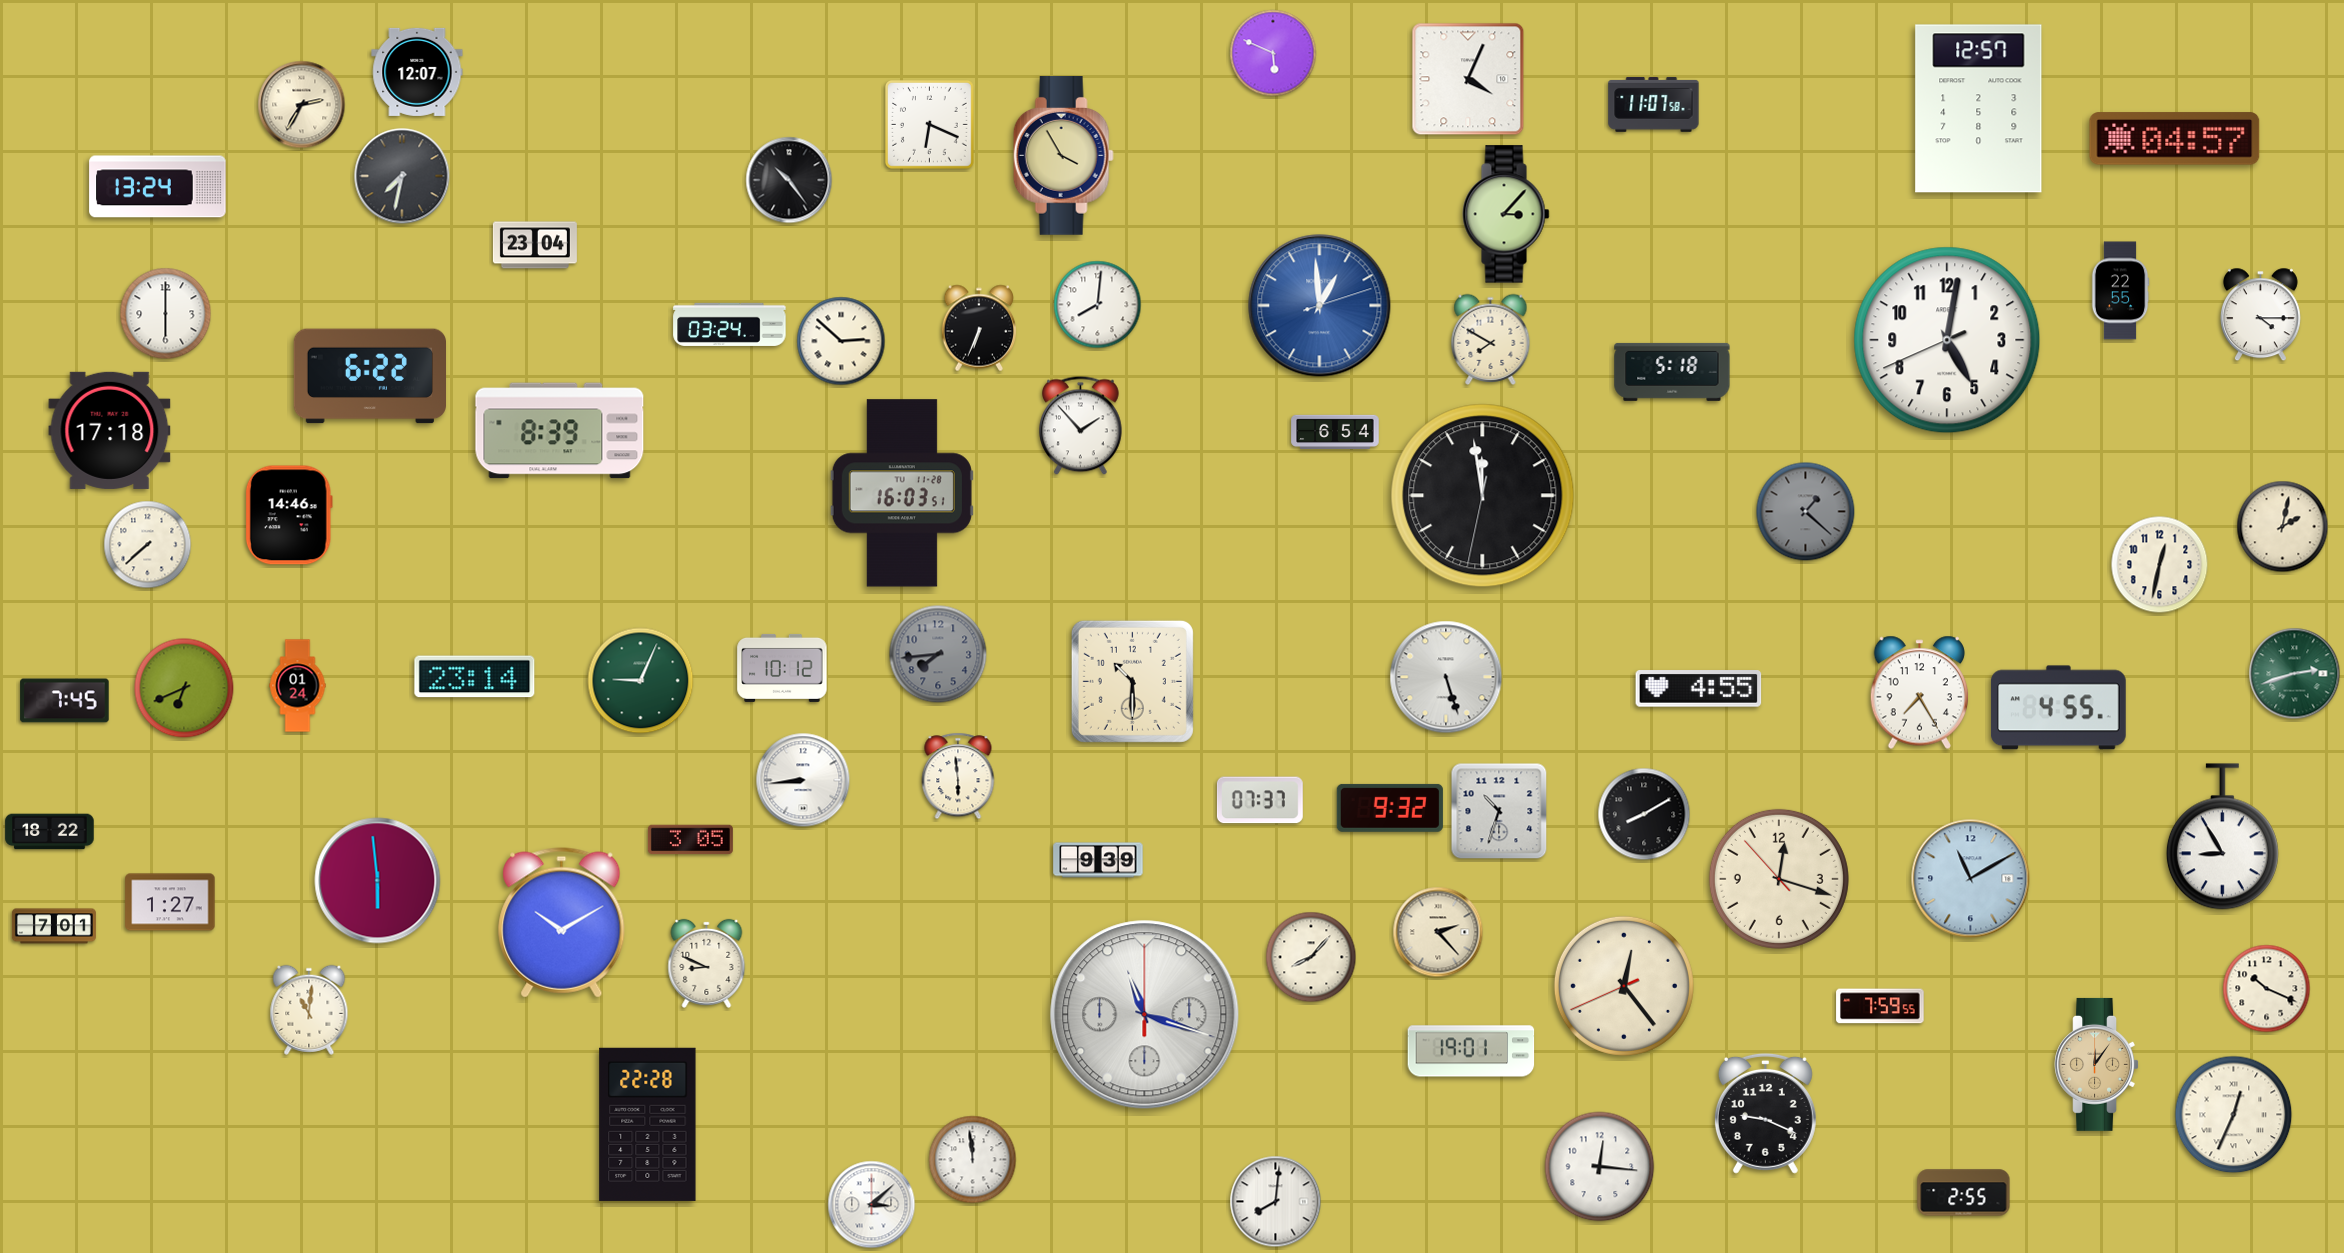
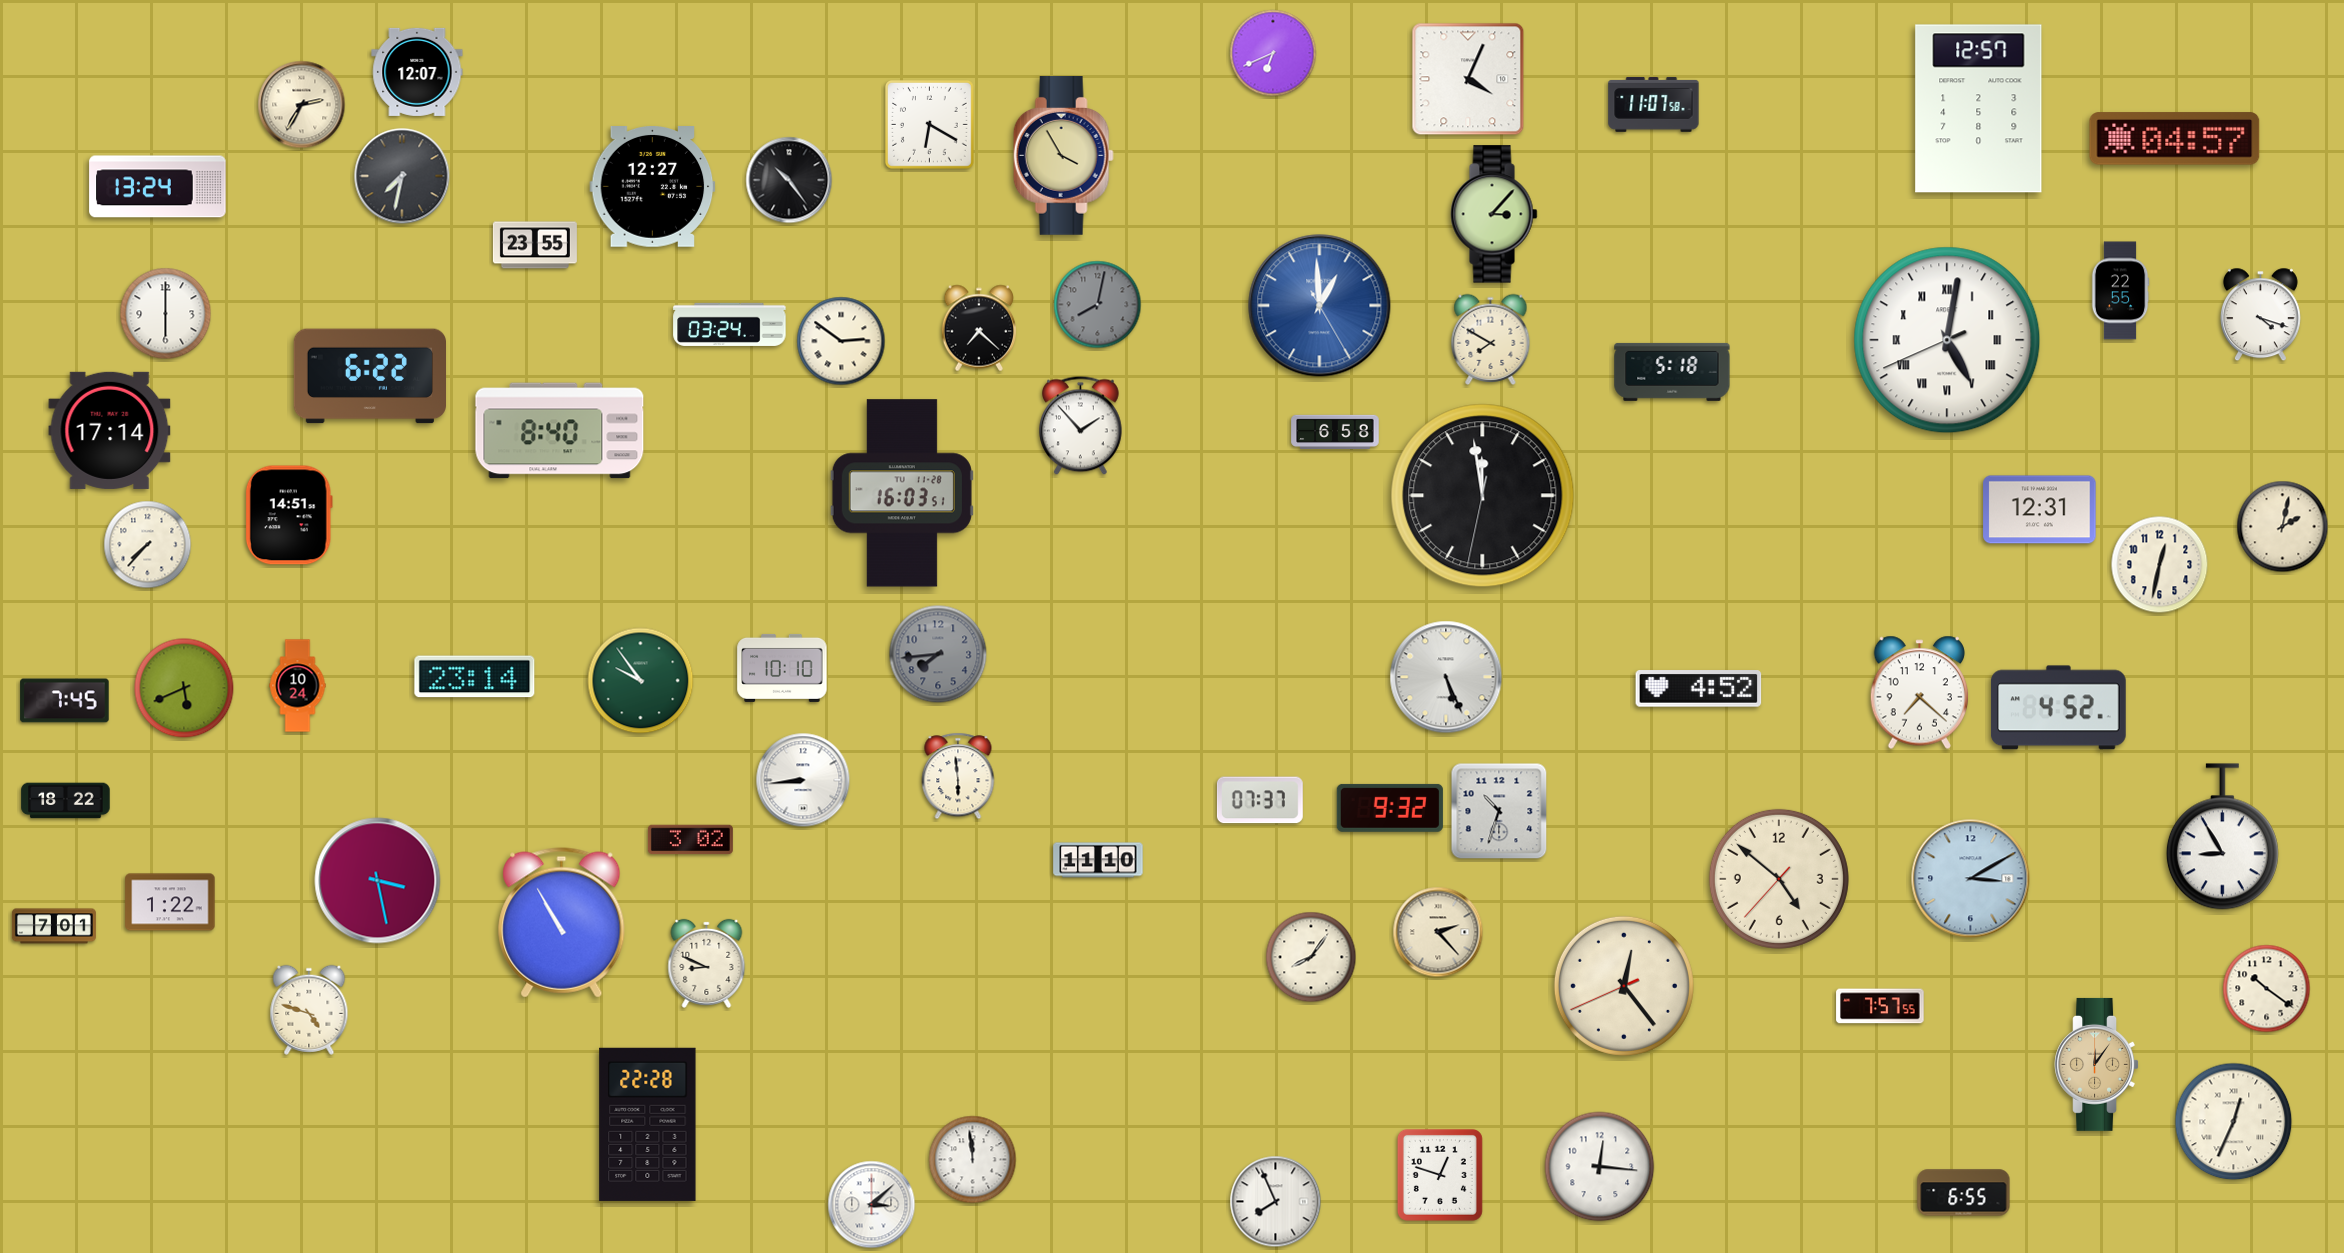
clock at (1273, 53): 5:49 -> 6:41
clock at (930, 125): 6:19 -> 6:20
clock at (653, 187): none -> 12:27
clock at (1506, 214) position: (1506, 214) -> (1494, 214)
clock at (535, 245): 23:04 -> 23:55
clock at (1098, 305): 8:01 -> 8:02
clock at (1098, 305) dial: white -> grey
clock at (1320, 306): 12:59:12 -> 12:59:25
clock at (2260, 315): 4:15 -> 4:18
clock at (979, 328): 6:34 -> 7:22
clock at (1947, 340) numerals: Arabic -> Roman
clock at (841, 341): 2:52 -> 2:51
clock at (110, 430): 17:18 -> 17:14
clock at (560, 431): 8:39 -> 8:40
clock at (1335, 432): 6:54 -> 6:58
clock at (2040, 510): none -> 12:31
clock at (1806, 512): 1:22 -> none
clock at (289, 515): 14:46 -> 14:51
clock at (148, 545): 7:38 -> 7:37
clock at (782, 668): 10:12 -> 10:10
clock at (2295, 674): 2:42 -> none
clock at (1446, 677): 5:27 -> 5:26
clock at (641, 681): 9:04 -> 9:54
clock at (1132, 681): 10:30 -> none
clock at (298, 686): 01:24 -> 10:24
clock at (184, 688): 6:41 -> 5:41
clock at (1699, 689): 4:55 -> 4:52
clock at (1919, 693): 7:25 -> 7:22
clock at (2059, 708): 4:55 -> 4:52
clock at (1644, 814): 8:10 -> none
clock at (50, 832) position: (50, 832) -> (66, 801)
clock at (690, 840): 3:05 -> 3:02
clock at (1098, 860): 9:39 -> 11:10
clock at (1779, 879): 12:17 -> 4:51
clock at (1971, 879): 11:10 -> 3:10
clock at (378, 881): 5:59 -> 3:28
clock at (170, 902): 1:27 -> 1:22
clock at (562, 923): 10:10 -> 10:55
clock at (1311, 957): 8:07 -> 8:06
clock at (2267, 989): 10:19 -> 10:21
clock at (1880, 1006): 7:59 -> 7:57
clock at (309, 1010): 11:01 -> 4:48
clock at (1145, 1015): 11:18 -> none
clock at (1471, 1051): 19:01 -> none
clock at (1765, 1113): 9:19 -> none
clock at (2234, 1115) position: (2234, 1115) -> (2234, 1122)
clock at (1440, 1175): none -> 12:48
clock at (1964, 1193): 2:55 -> 6:55
clock at (1276, 1202): 8:01 -> 7:56
